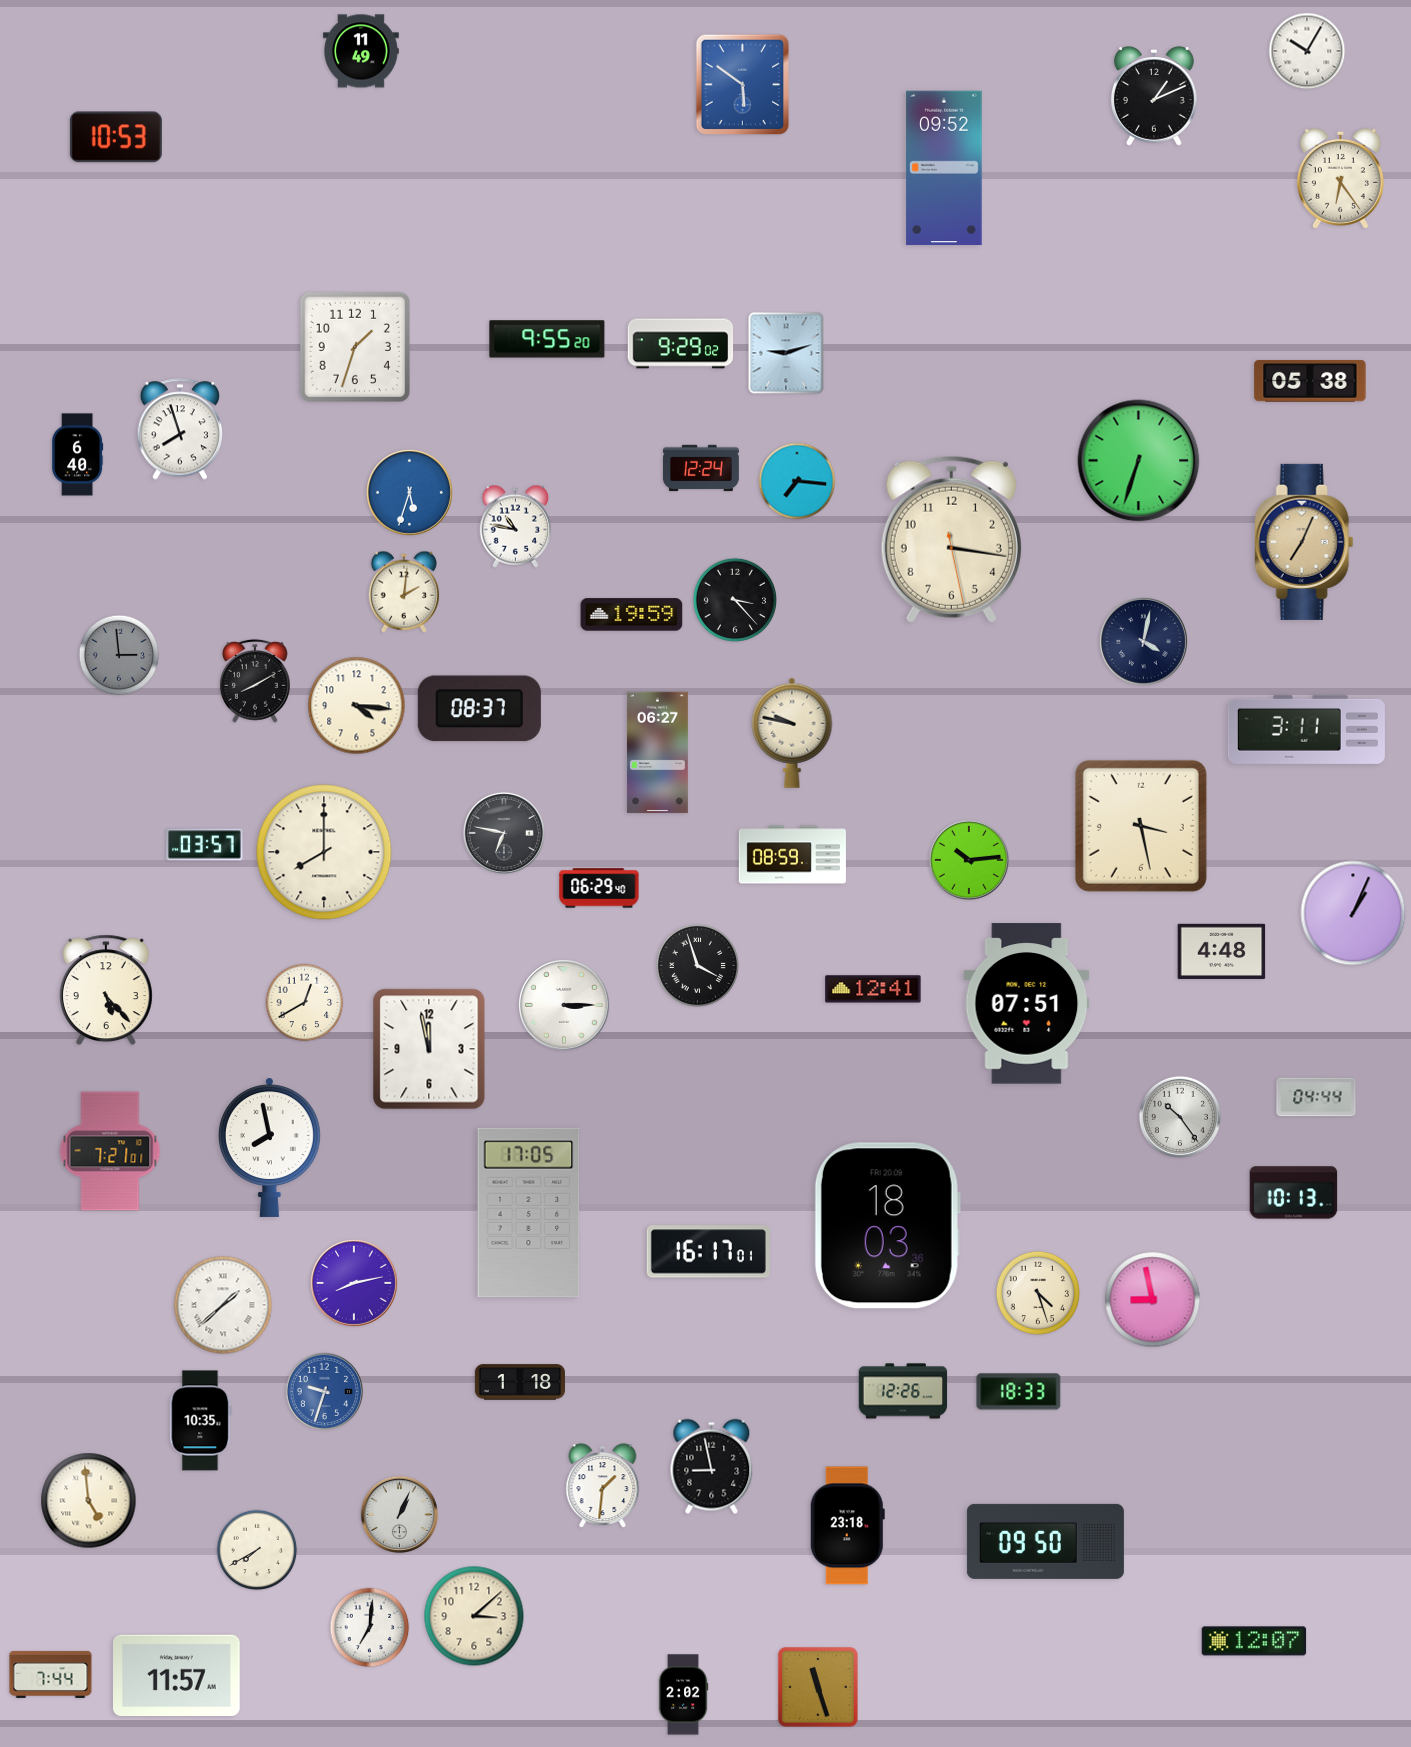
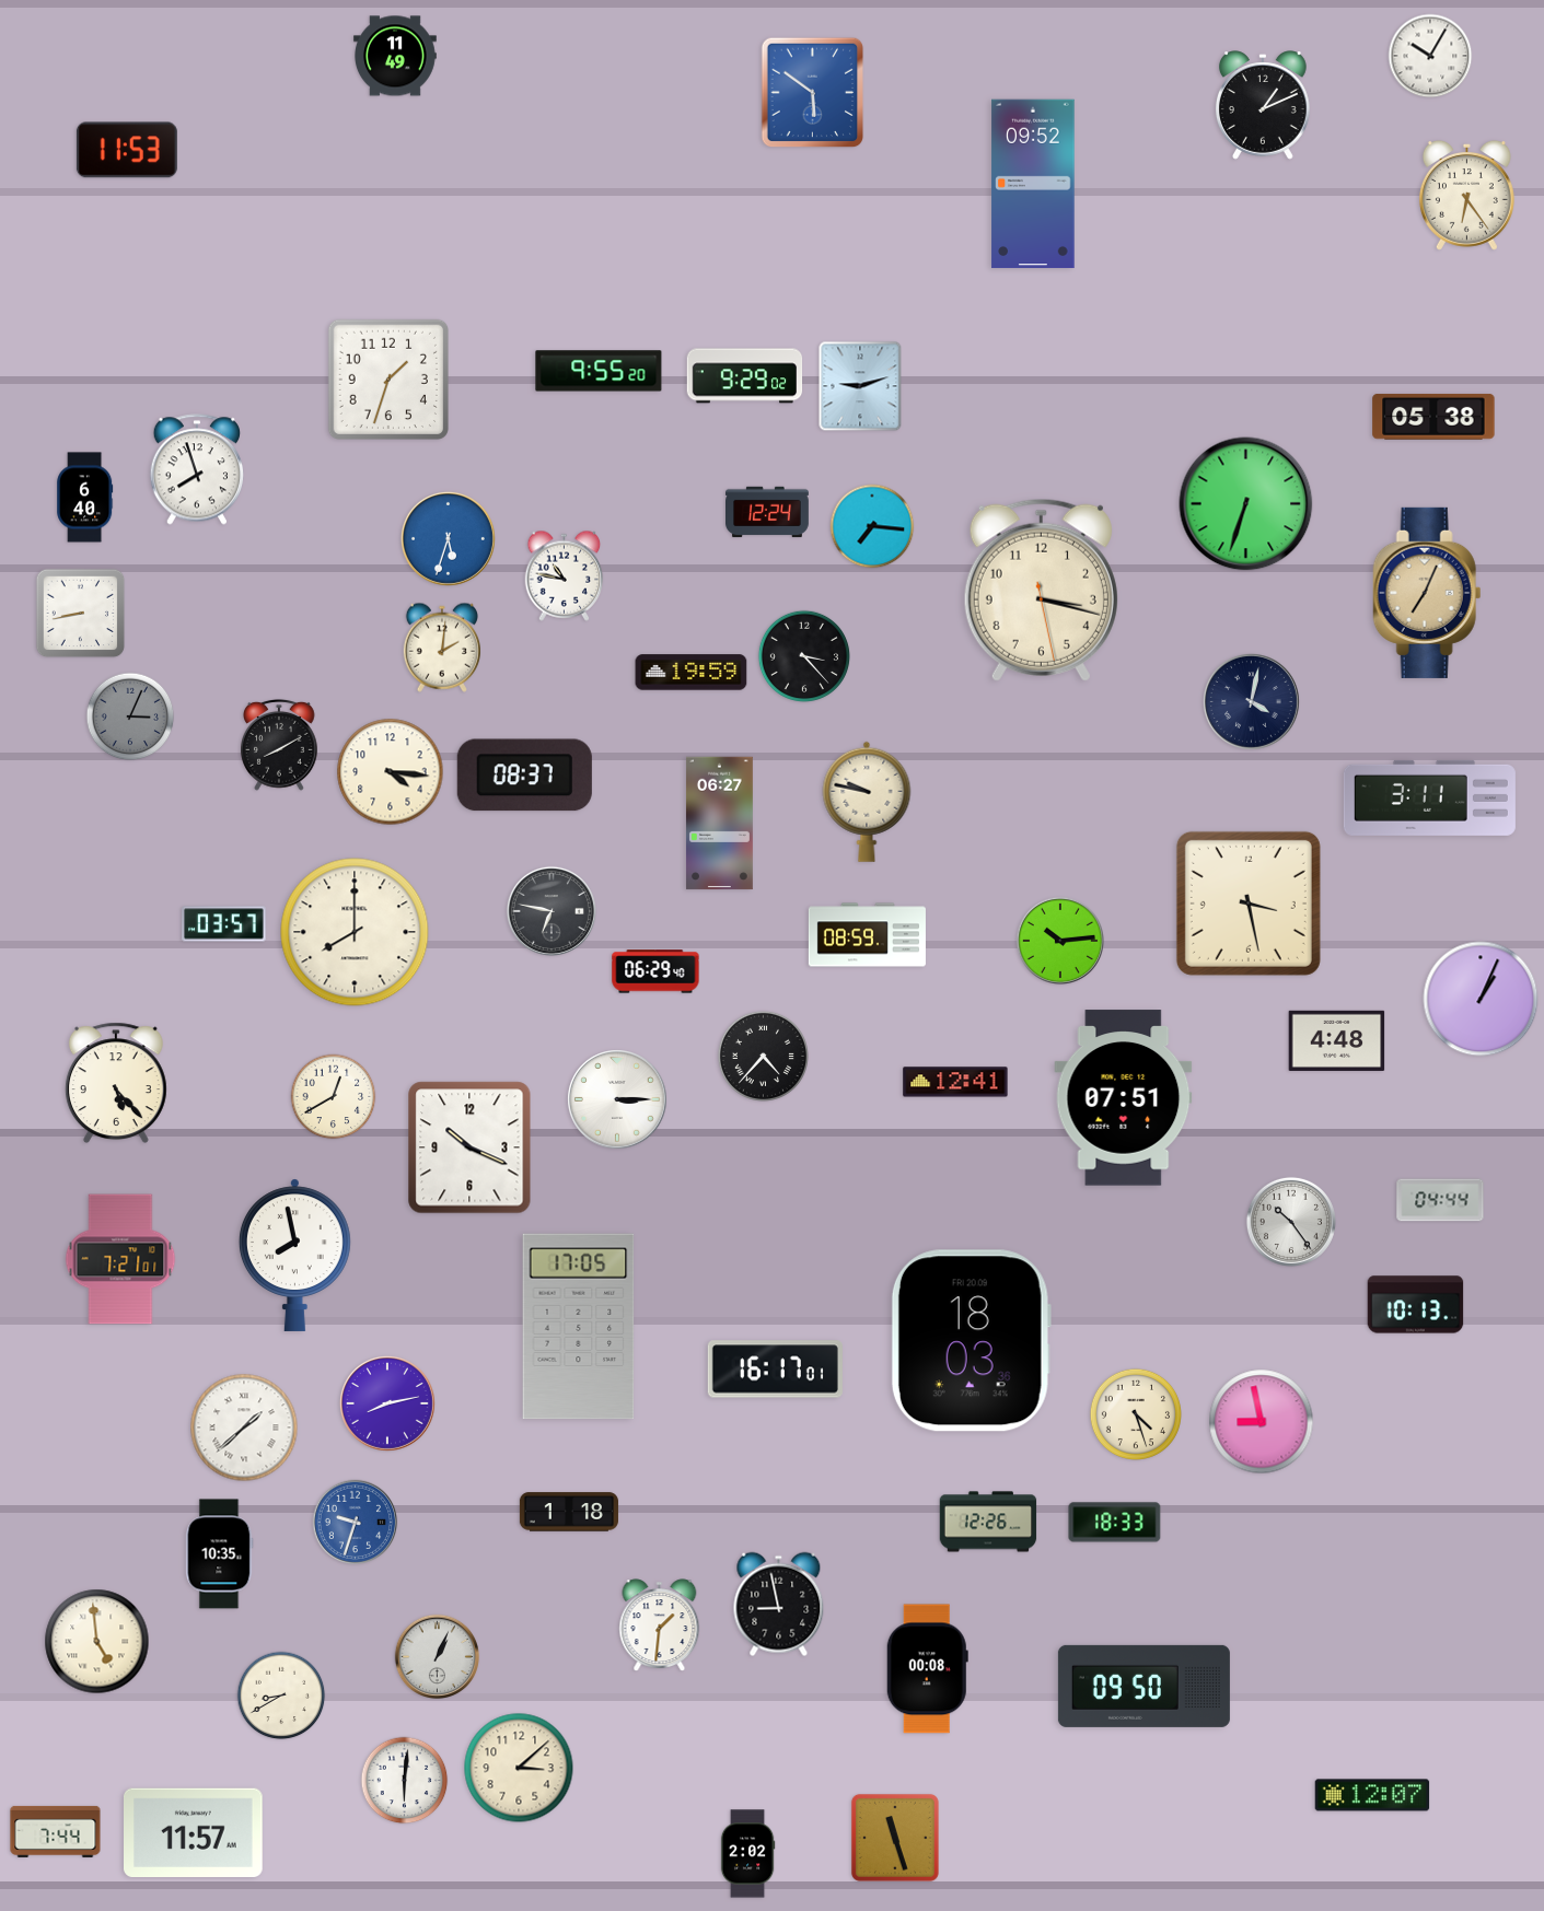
clock at (116, 137): 10:53 -> 11:53
clock at (951, 539): 3:16 -> 3:17
clock at (81, 614): none -> 8:43
clock at (119, 655): 2:59 -> 3:04
clock at (697, 965): 3:57 -> 4:37
clock at (429, 1049): 11:58 -> 10:19
clock at (847, 1526): 23:18 -> 00:08
clock at (257, 1550): 7:40 -> 8:40
clock at (370, 1628): 7:01 -> 6:01
clock at (818, 1687) position: (818, 1687) -> (895, 1838)
